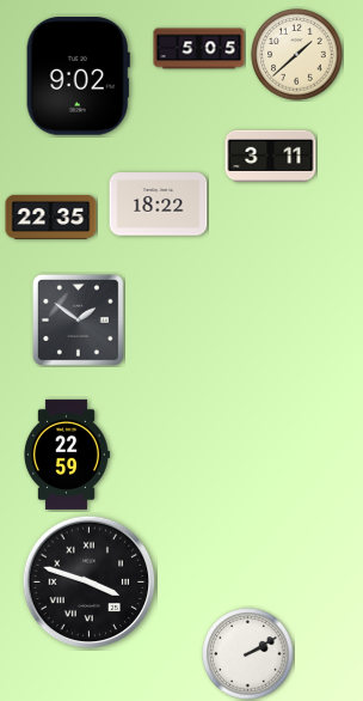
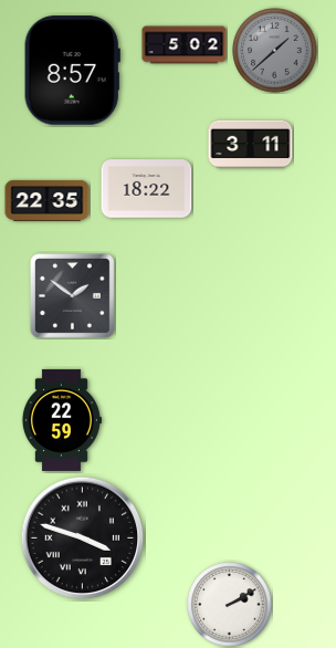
clock at (199, 49): 5:05 -> 5:02
clock at (297, 55) dial: cream -> grey
clock at (78, 77): 9:02 -> 8:57
